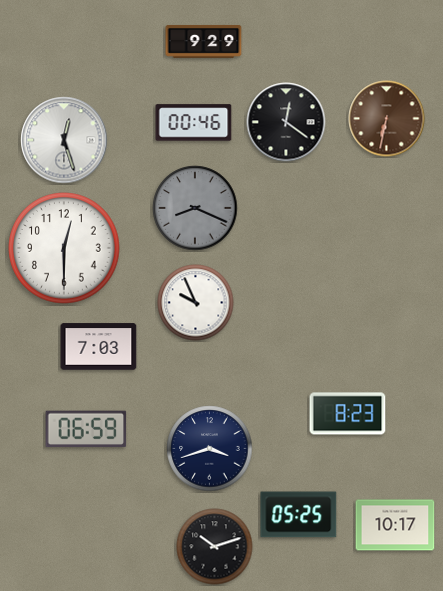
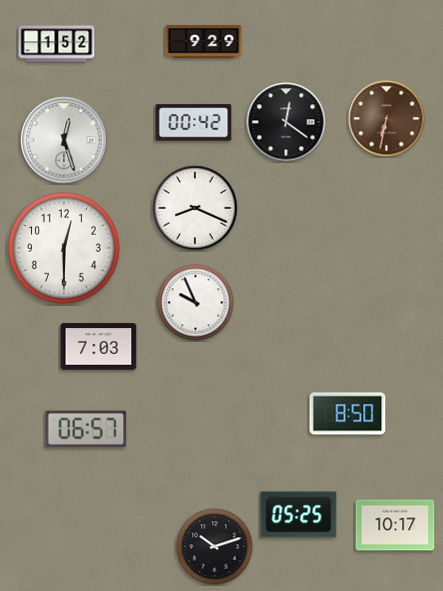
clock at (57, 44): none -> 1:52
clock at (194, 123): 00:46 -> 00:42
clock at (195, 208) dial: grey -> white
clock at (348, 414): 8:23 -> 8:50
clock at (86, 429): 06:59 -> 06:57
clock at (210, 449): 3:42 -> none
